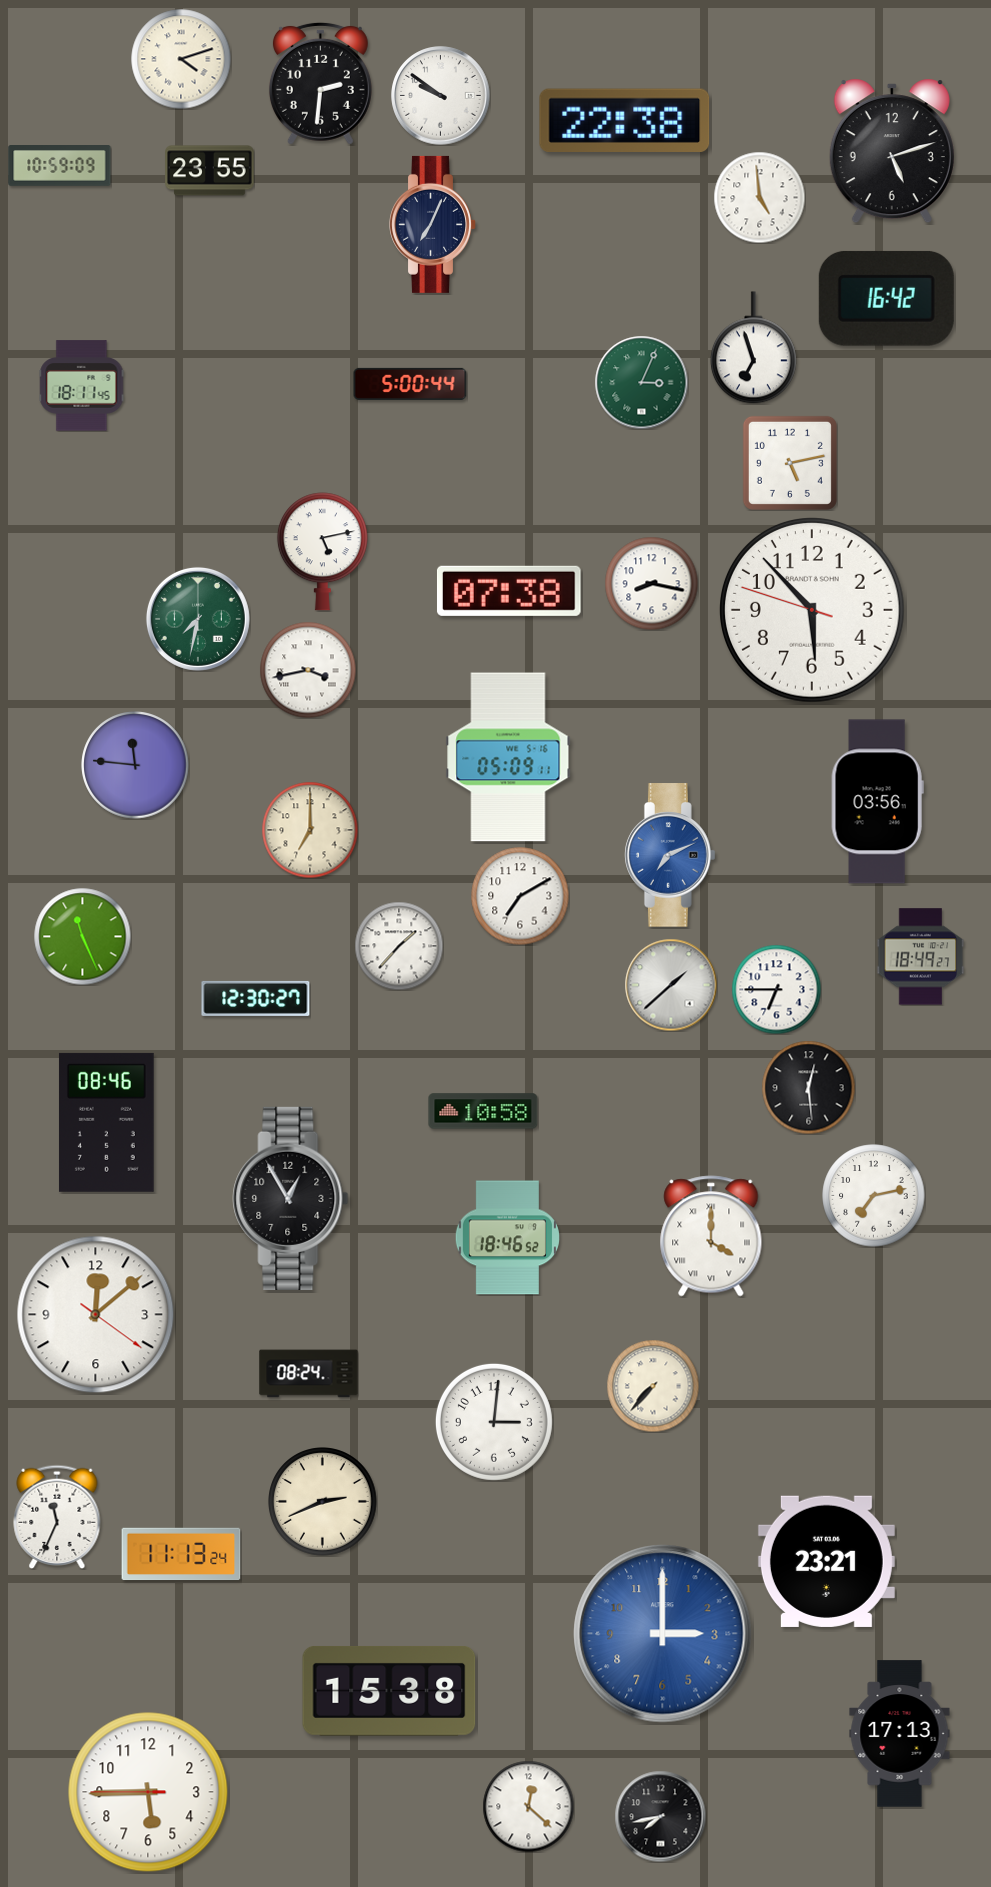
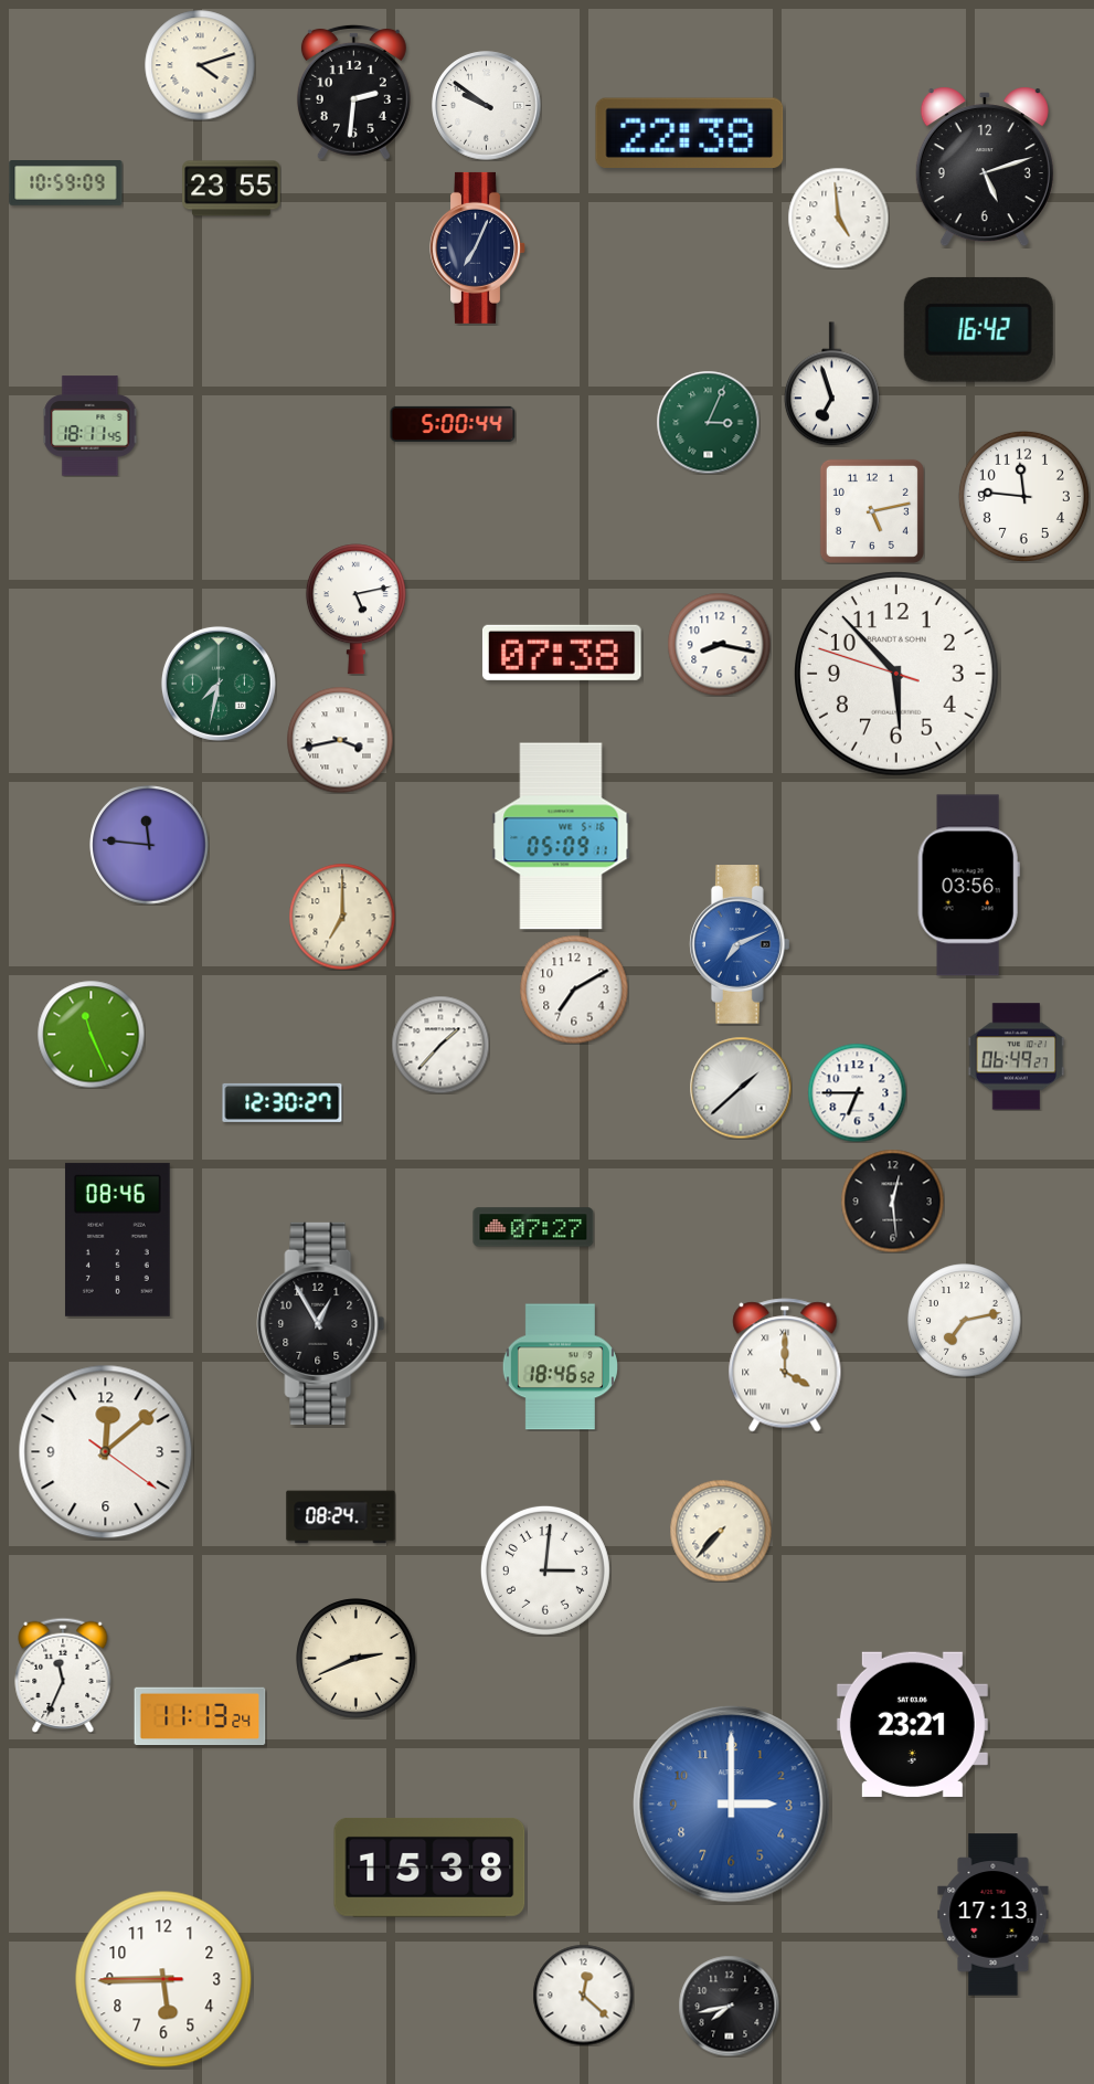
clock at (1023, 496): none -> 11:46
clock at (921, 957): 18:49 -> 06:49
clock at (483, 1111): 10:58 -> 07:27
